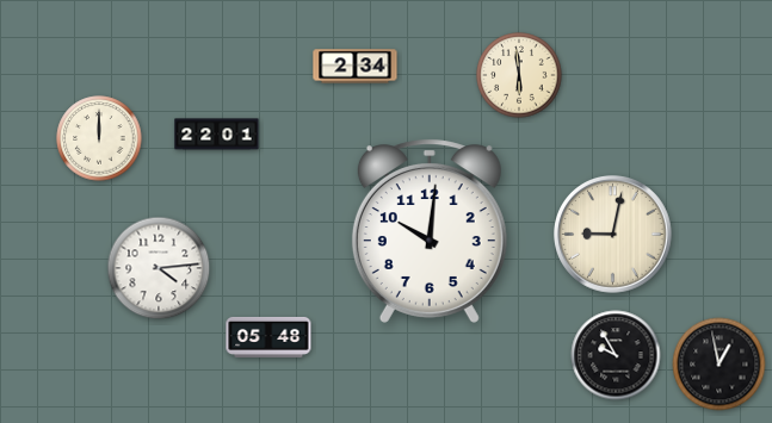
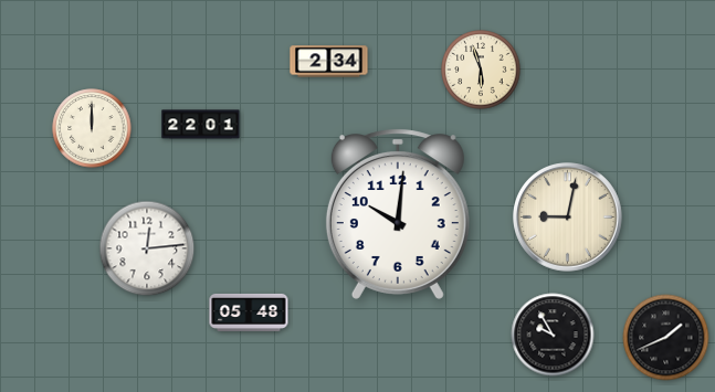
clock at (519, 75): 5:59 -> 5:57
clock at (159, 268): 4:14 -> 12:14
clock at (616, 355) position: (616, 355) -> (553, 335)
clock at (719, 365): 12:58 -> 1:41
